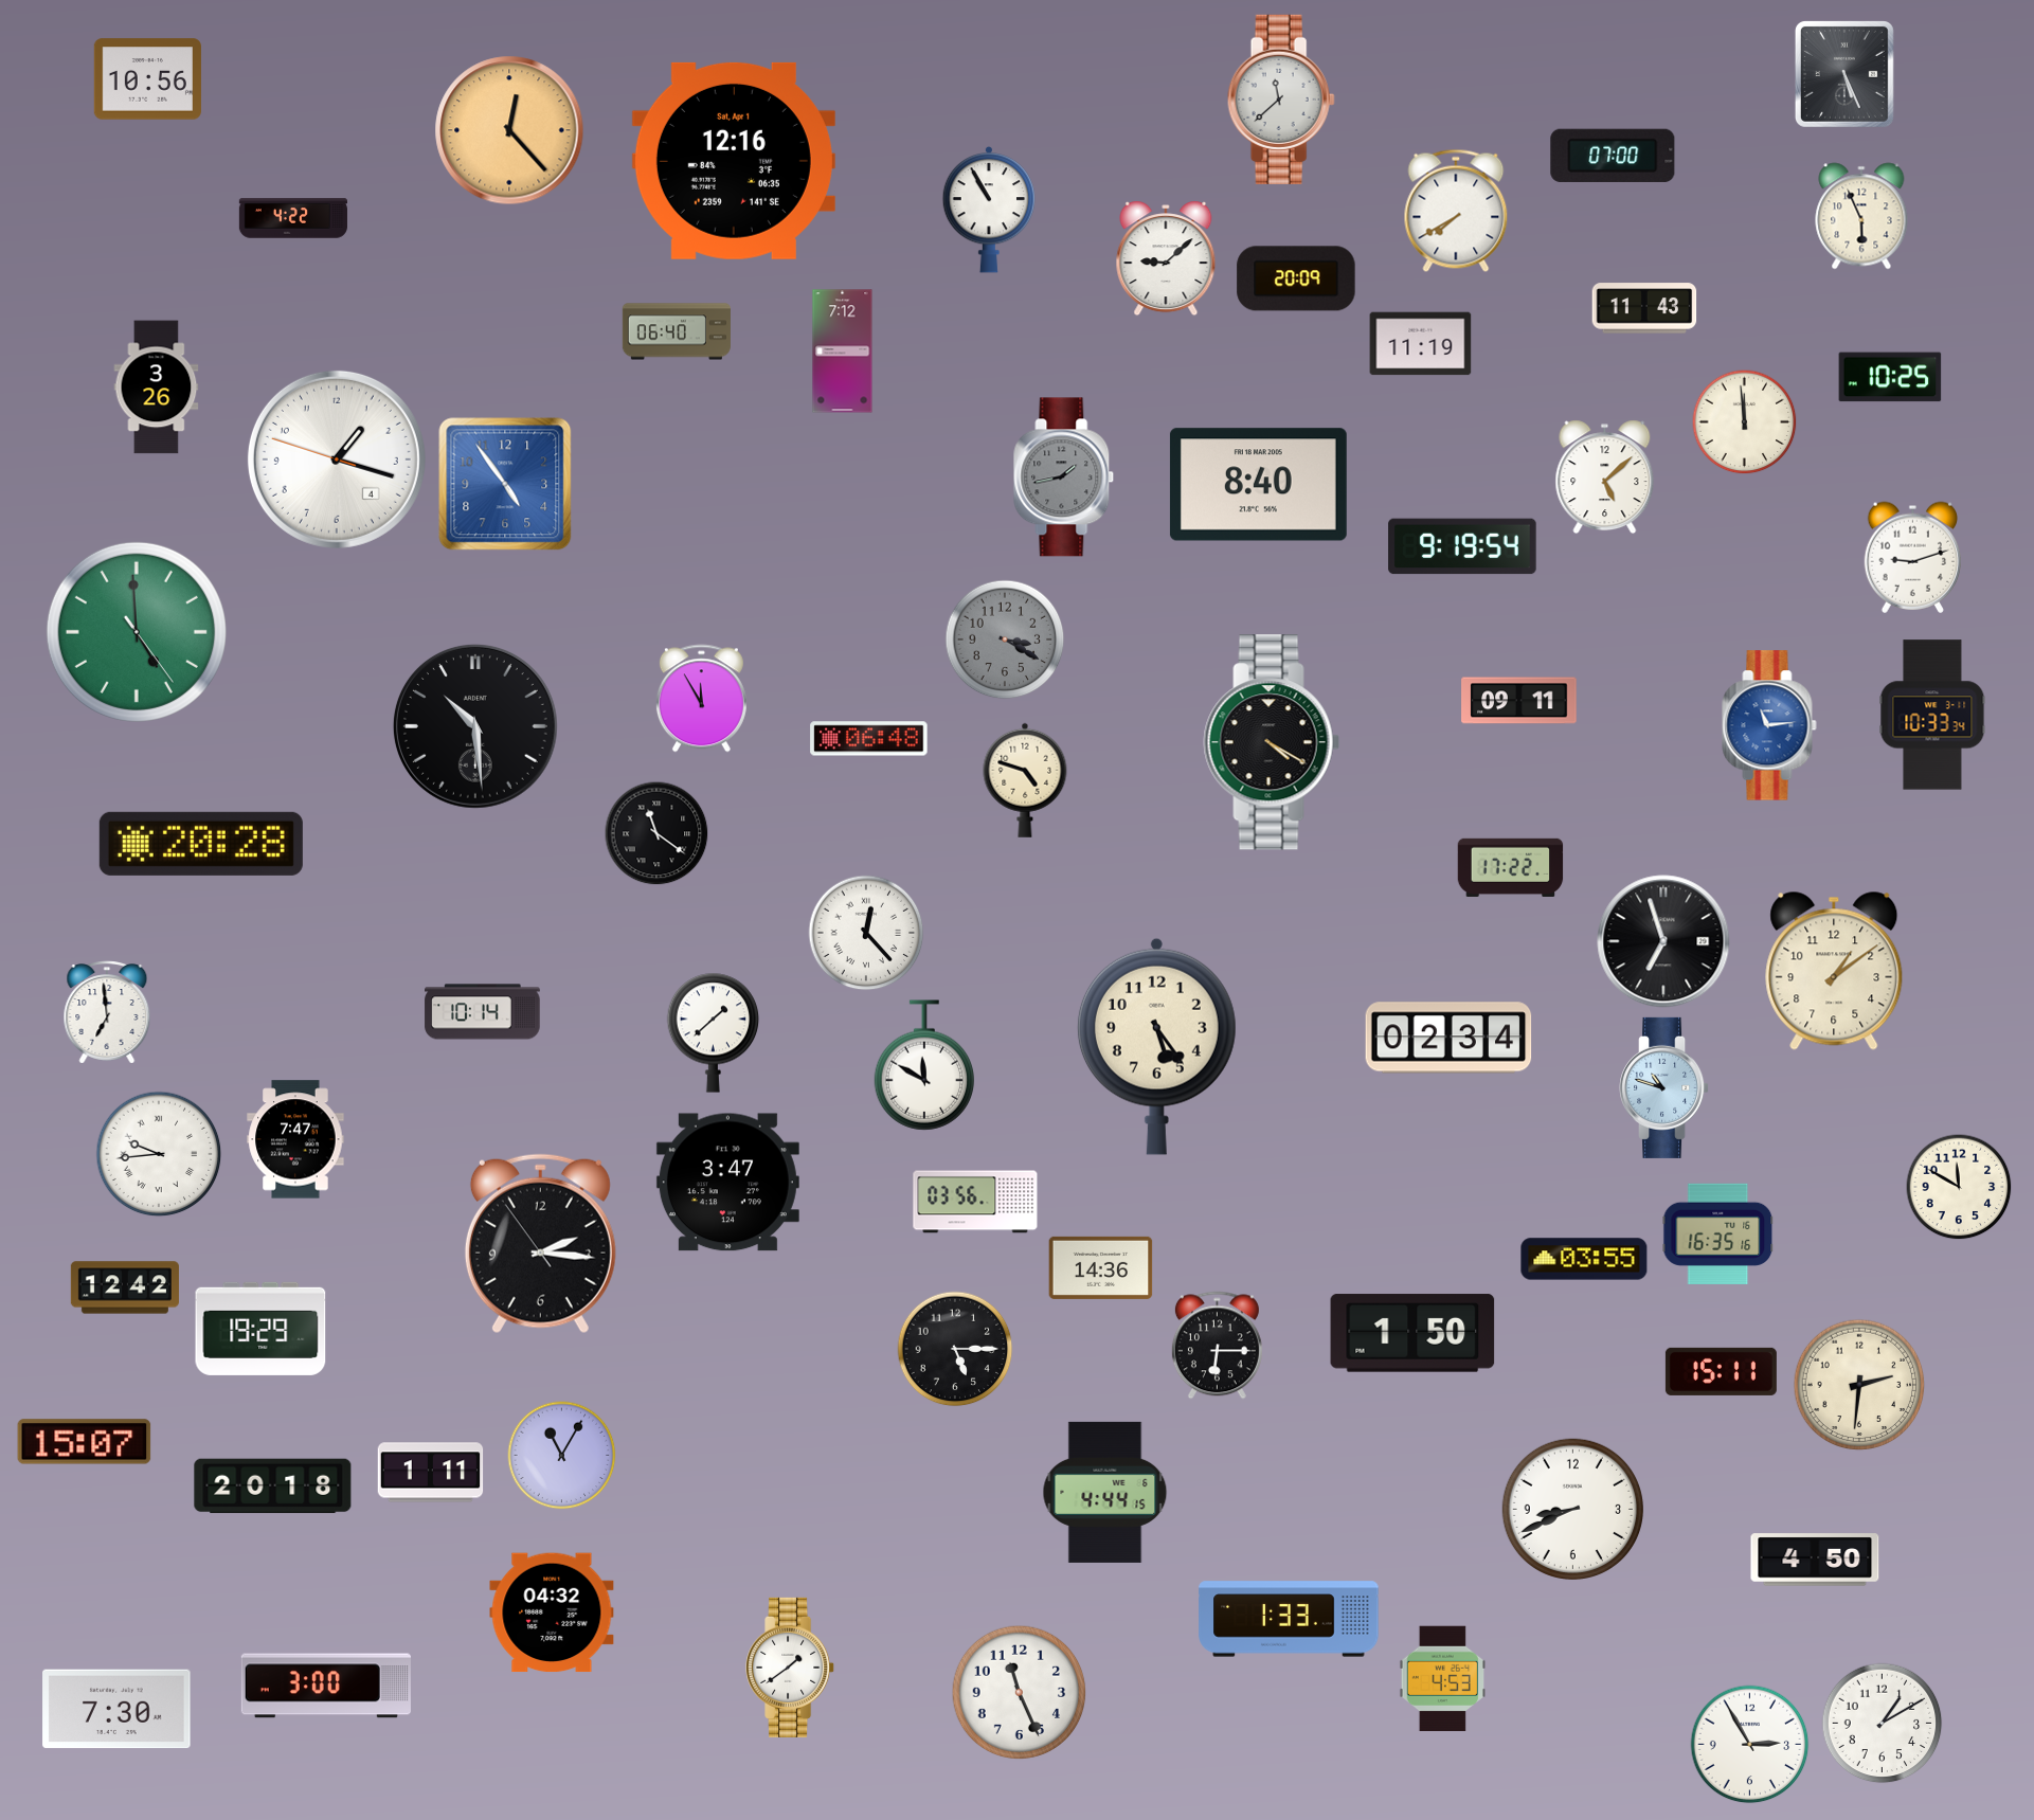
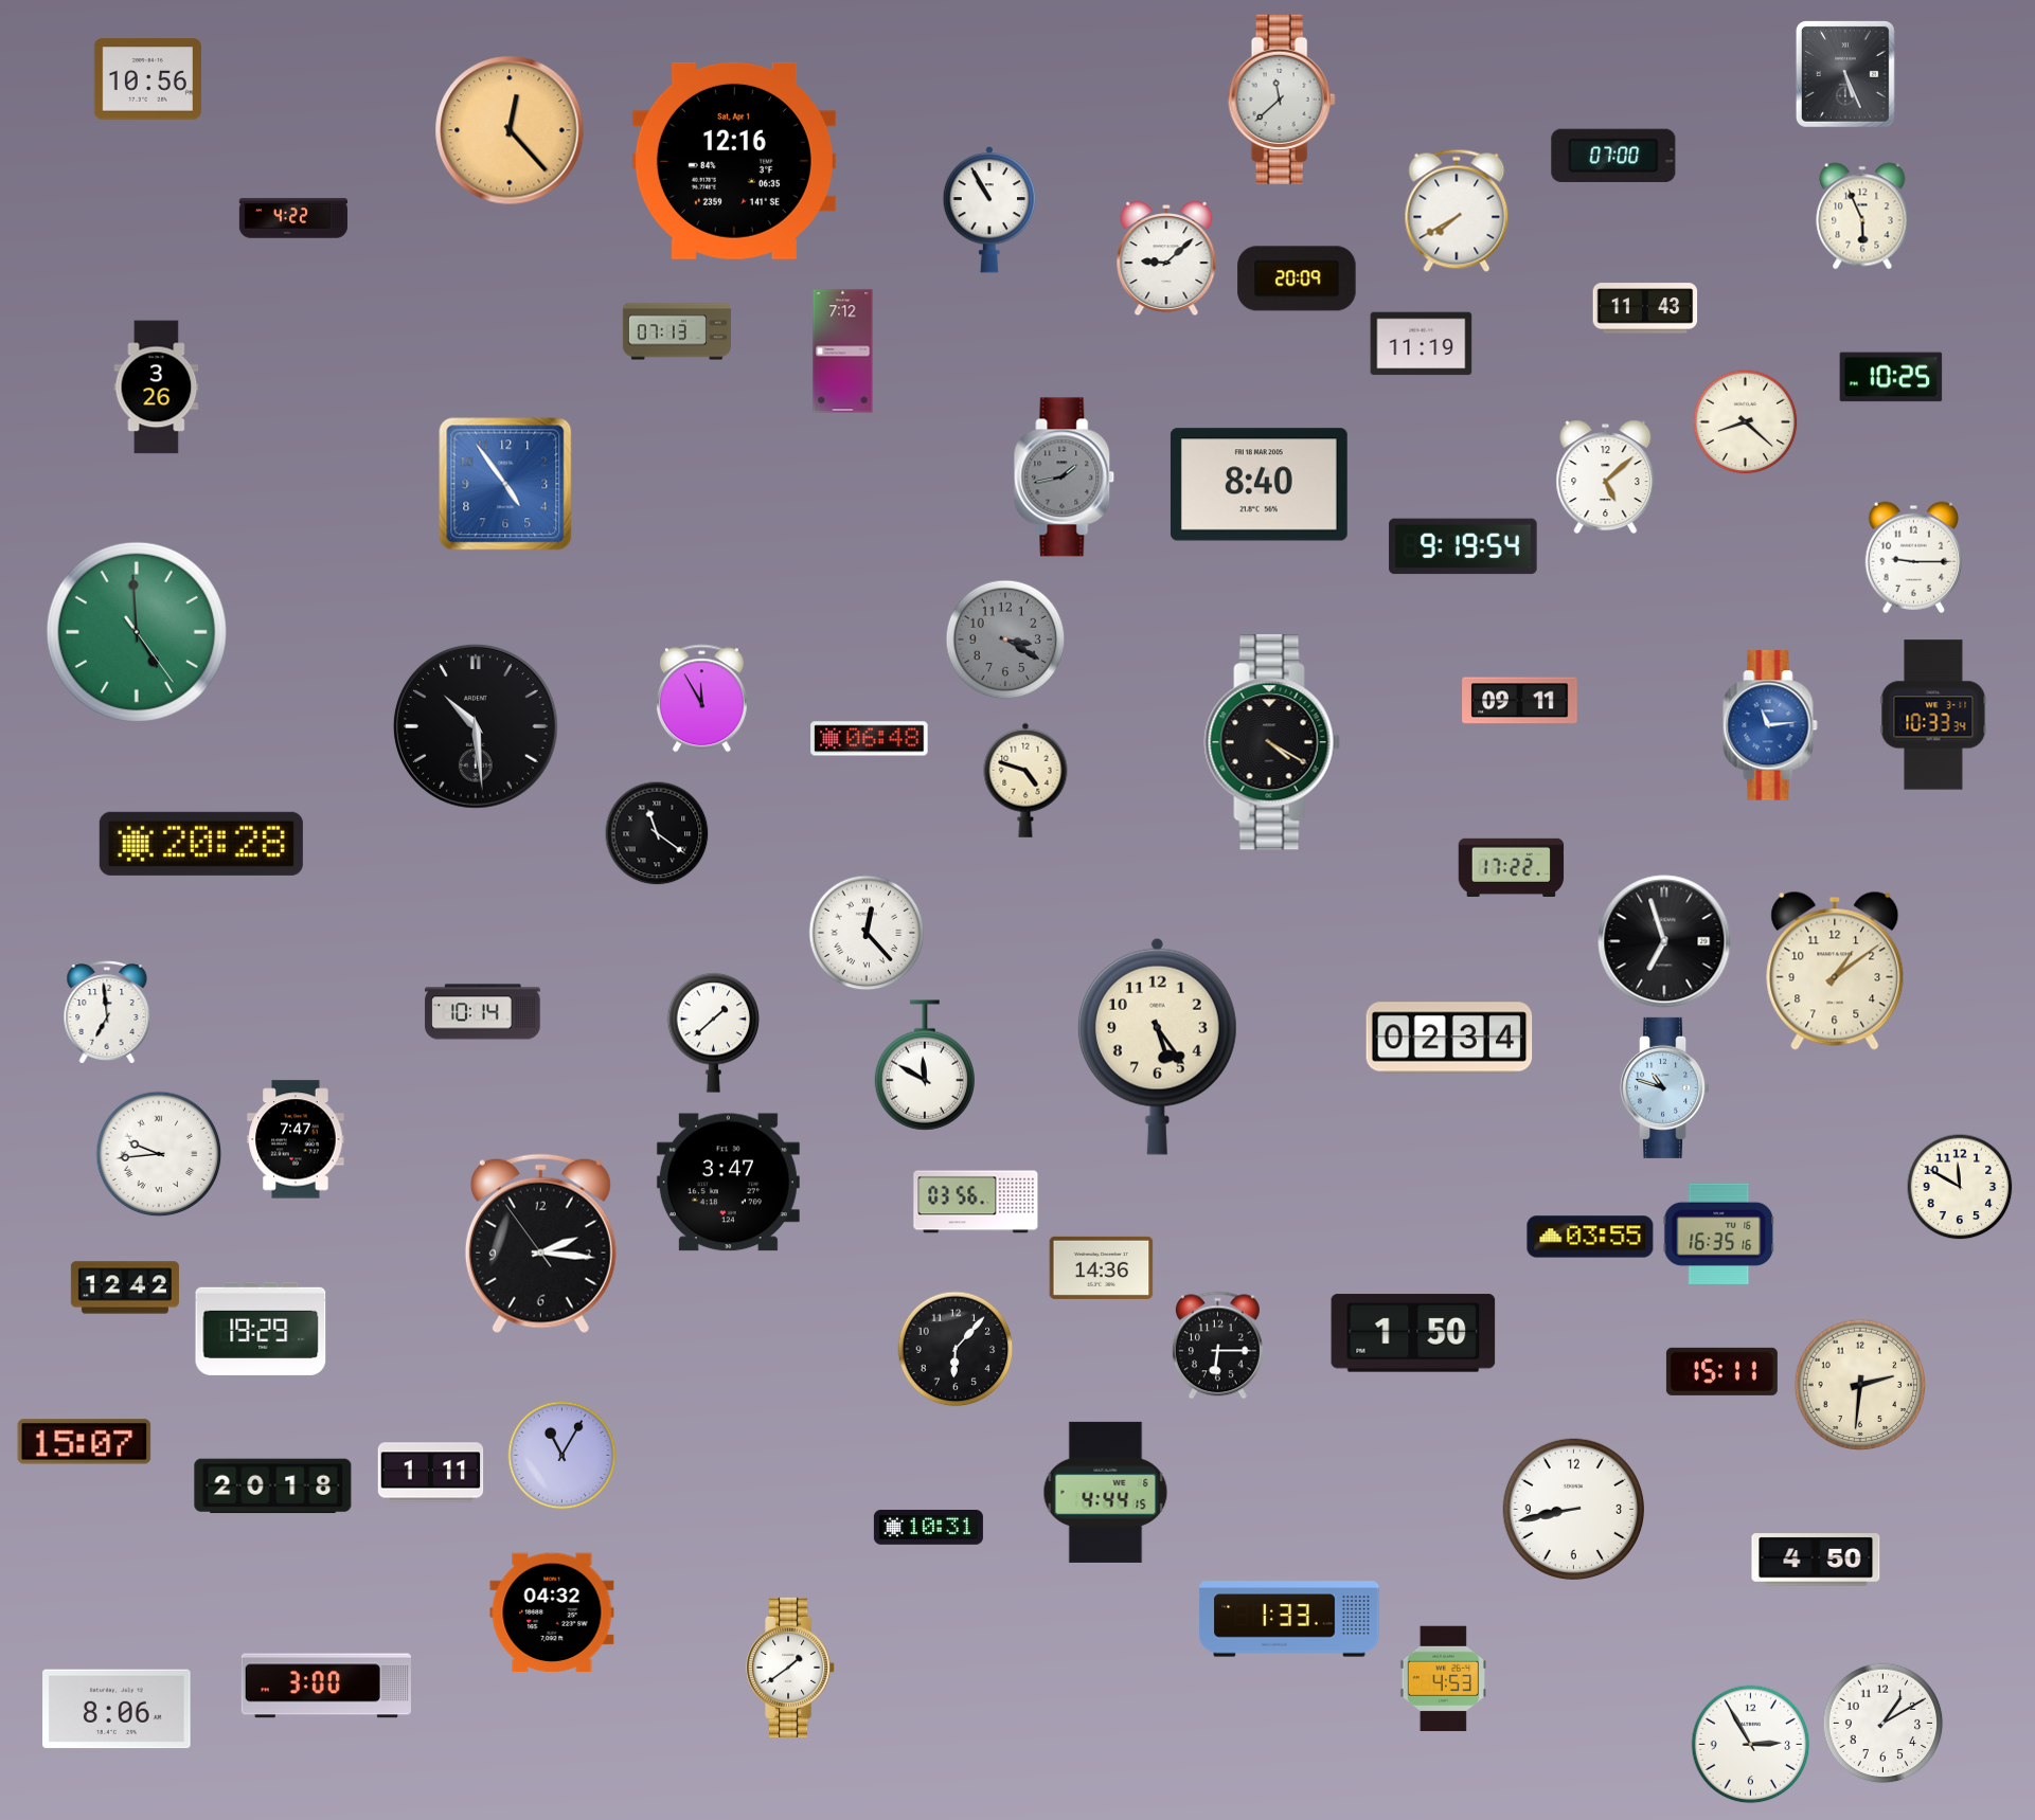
clock at (677, 331): 06:40 -> 07:13
clock at (1745, 422): 11:59 -> 8:22
clock at (337, 459): 1:17 -> none
clock at (1912, 557): 9:12 -> 9:15
clock at (1584, 1259) position: (1584, 1259) -> (1590, 1237)
clock at (955, 1349): 5:15 -> 6:07
clock at (1572, 1509): 8:41 -> 8:43
clock at (928, 1527): none -> 10:31
clock at (1020, 1693): 11:26 -> none
clock at (116, 1709): 7:30 -> 8:06
